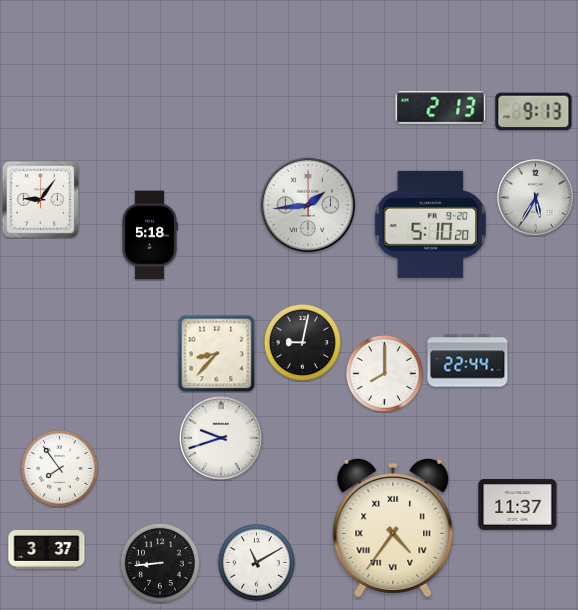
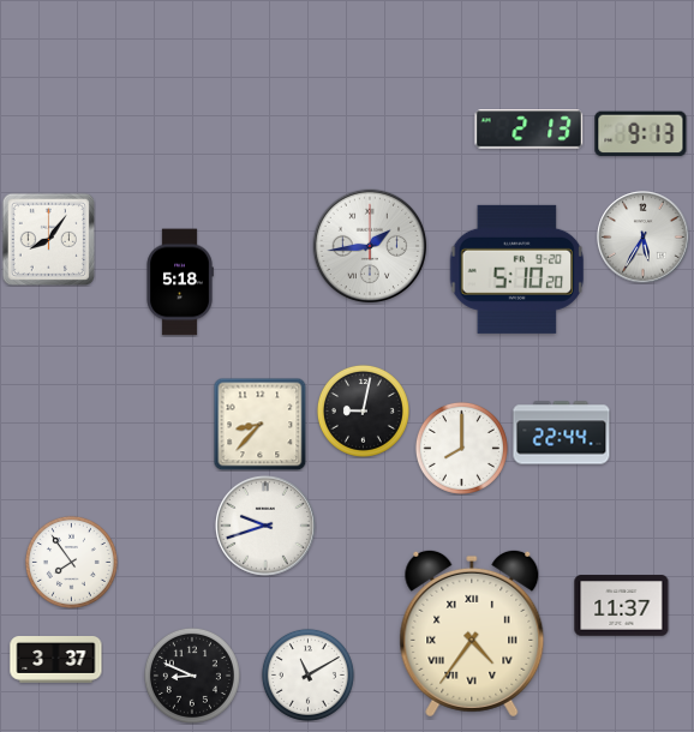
clock at (40, 199): 9:06 -> 8:06
clock at (160, 563): 8:44 -> 8:49
